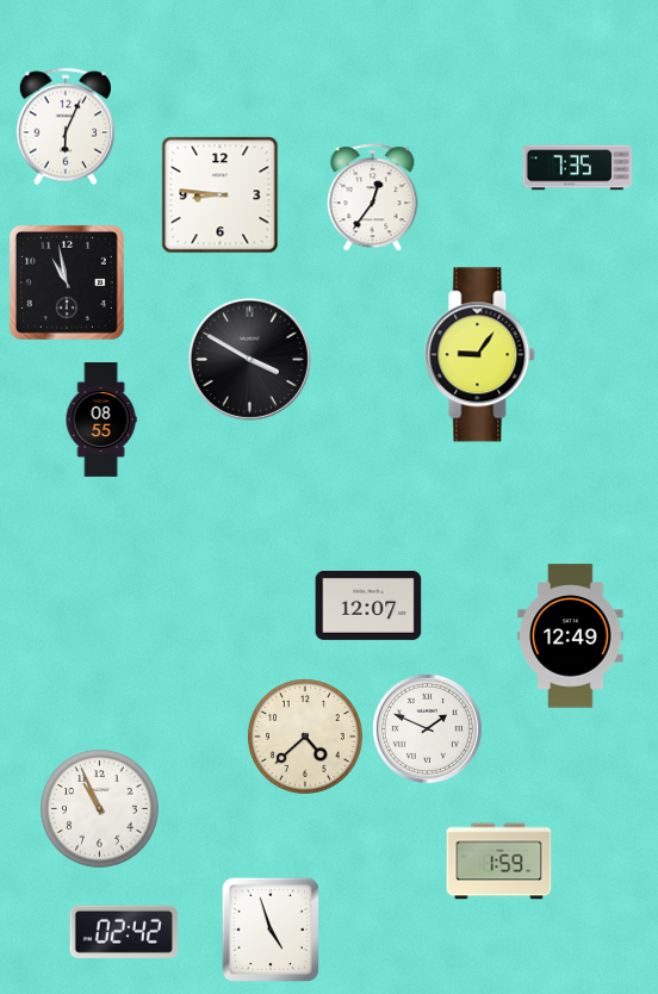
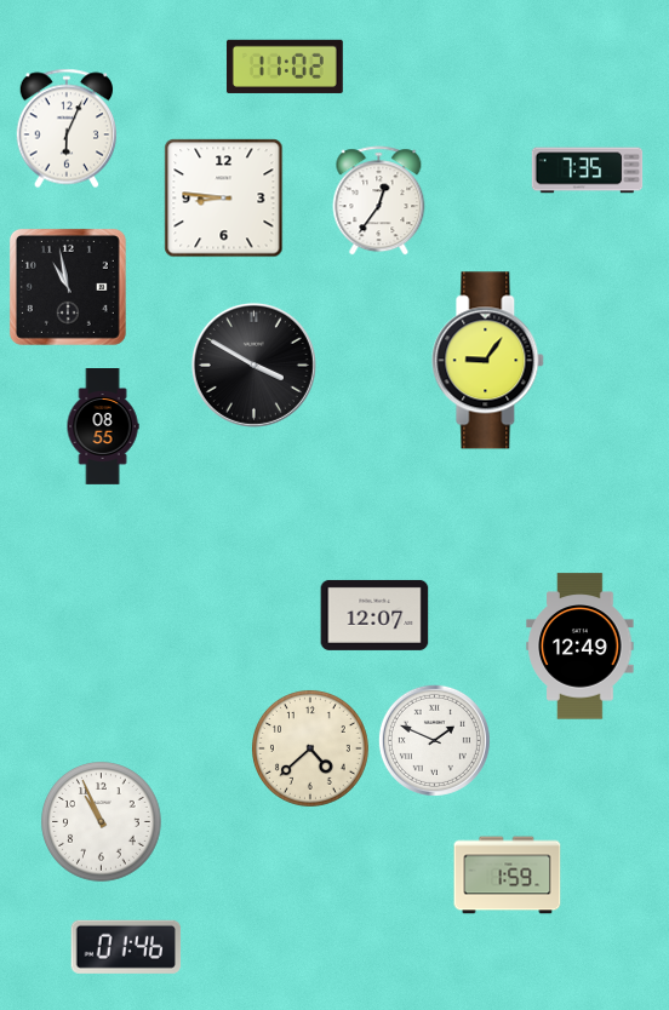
clock at (285, 67): none -> 11:02
clock at (269, 928): 4:57 -> none
clock at (124, 932): 02:42 -> 01:46
